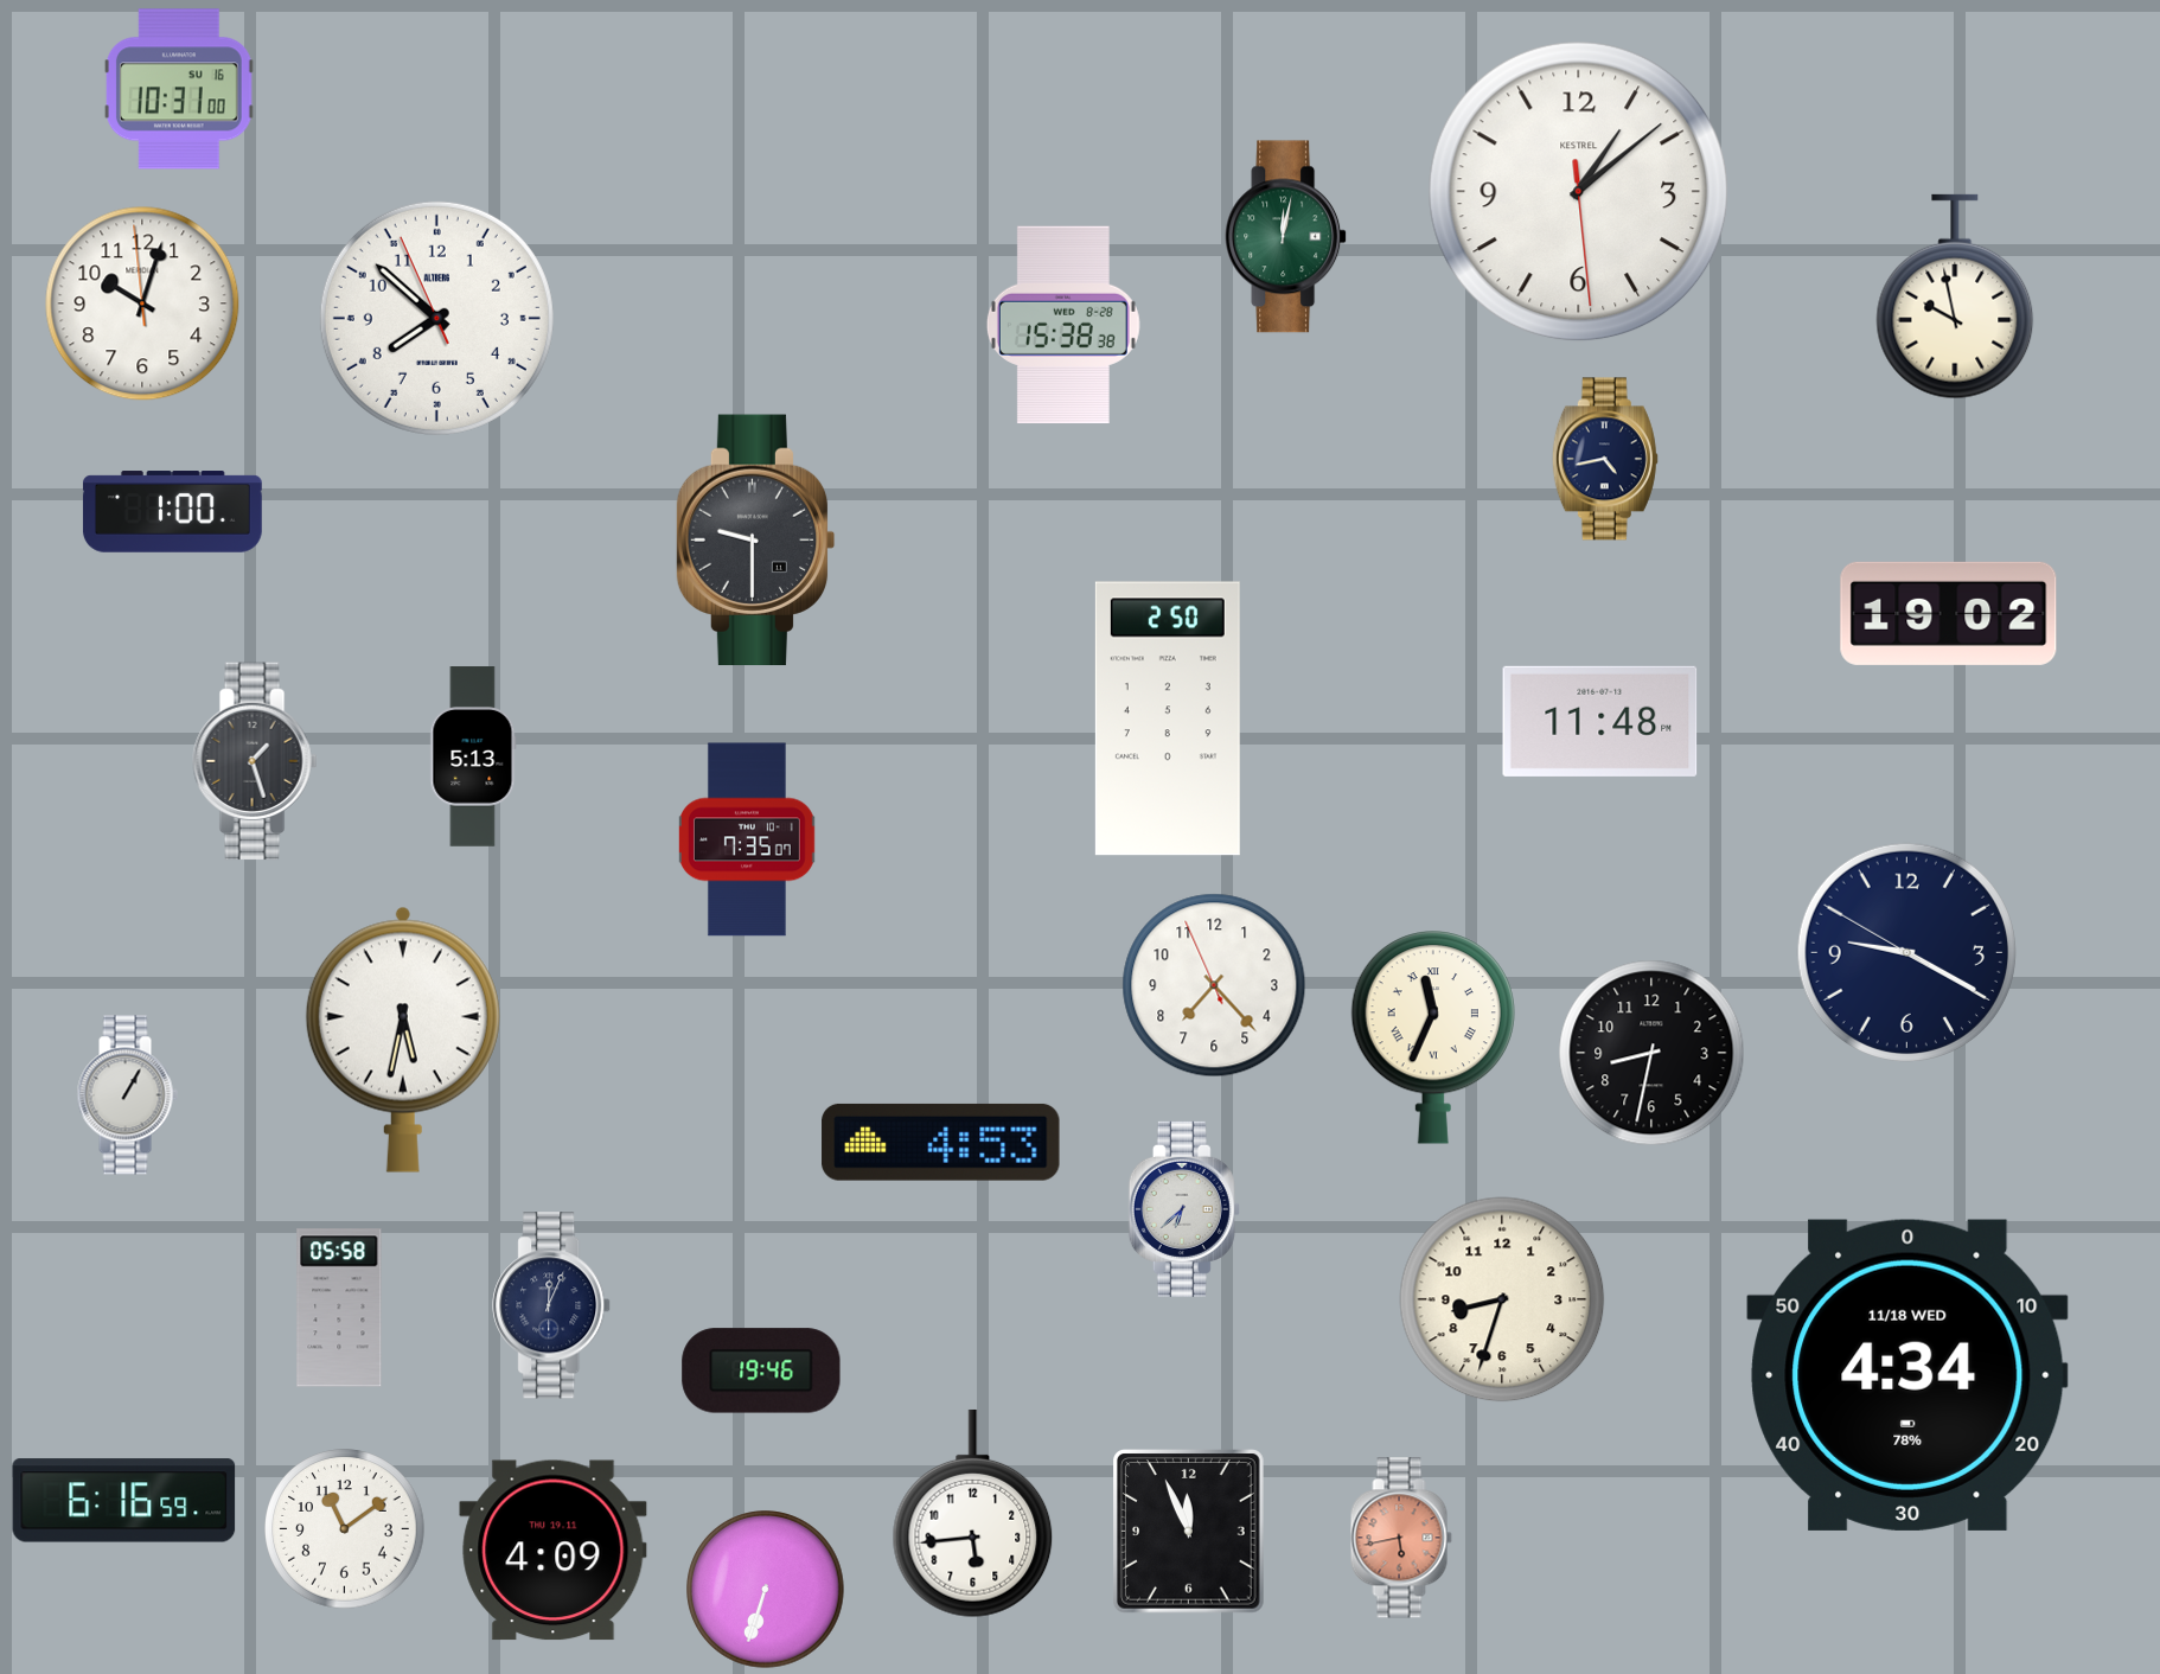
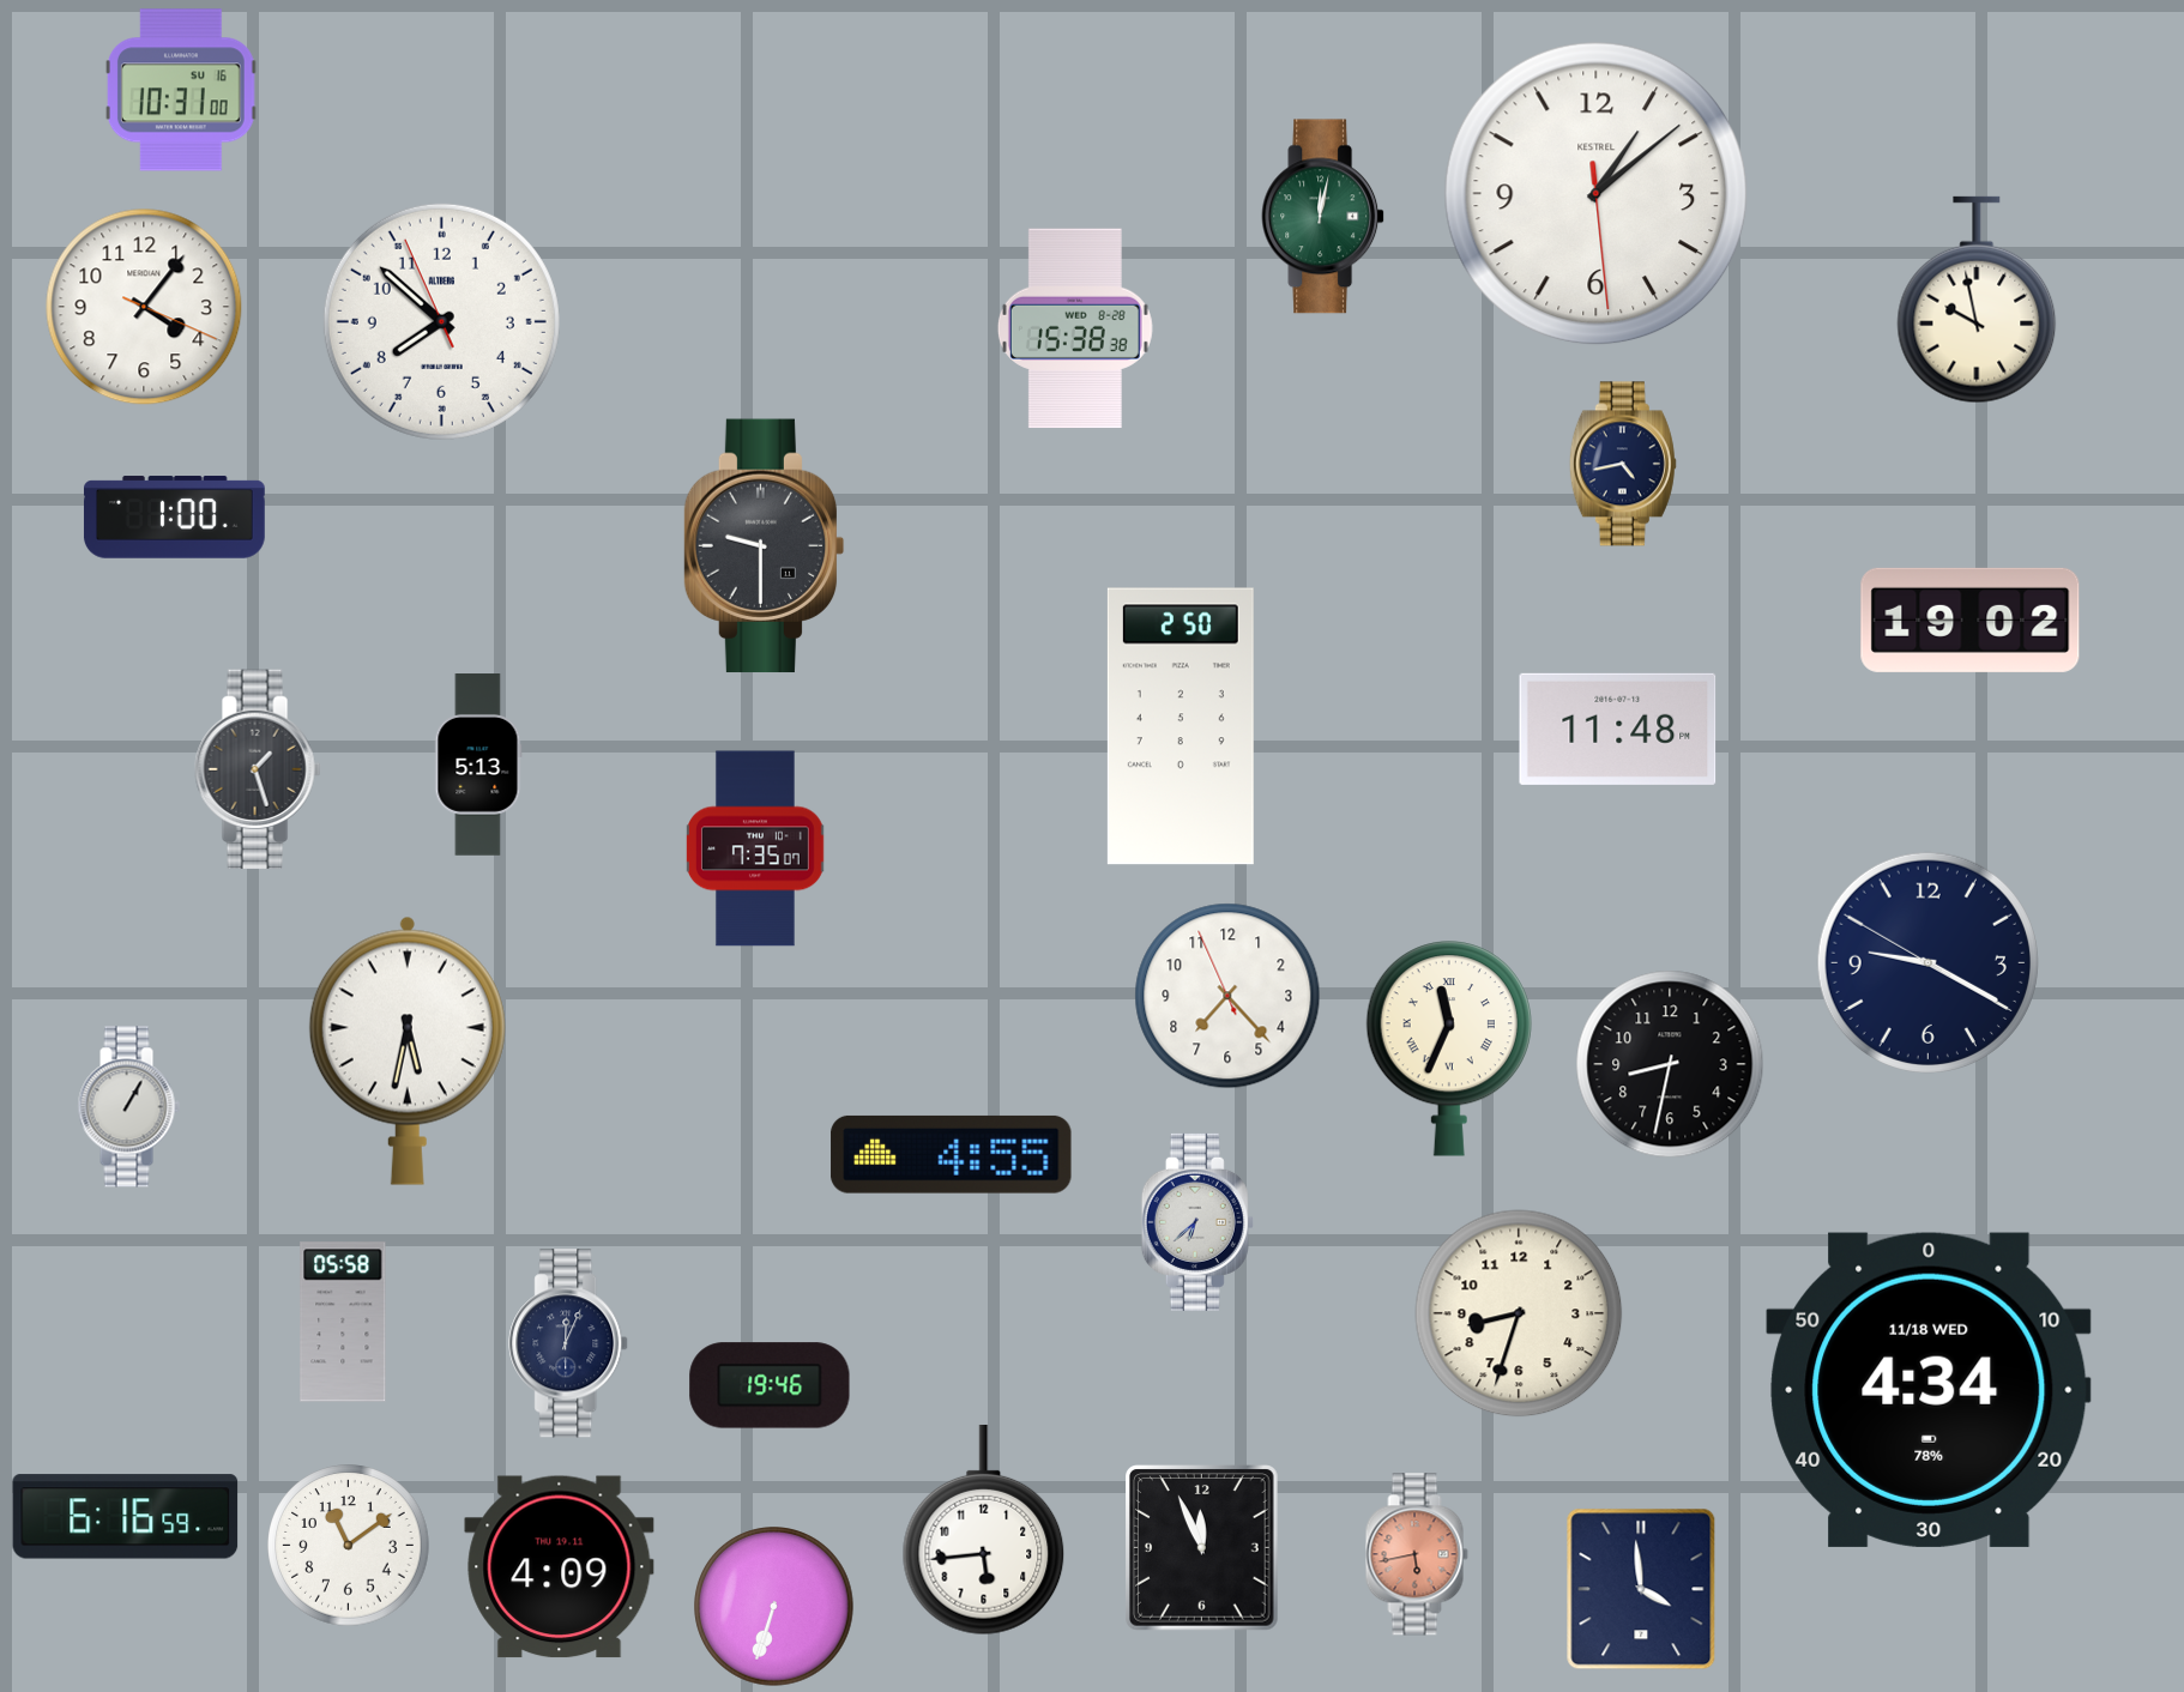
clock at (1286, 237) position: (1286, 237) -> (1323, 217)
clock at (142, 304): 10:02 -> 4:06
clock at (941, 1142): 4:53 -> 4:55
clock at (552, 1305) position: (552, 1305) -> (569, 1343)
clock at (1641, 1589): none -> 3:59
